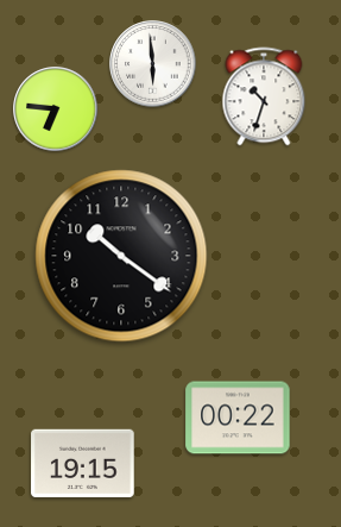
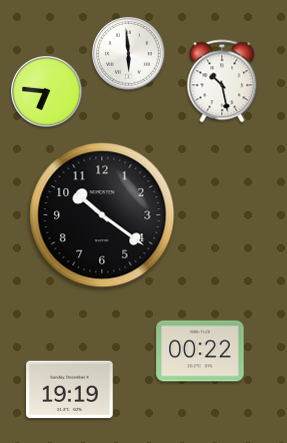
clock at (264, 96): 10:33 -> 10:28
clock at (83, 464): 19:15 -> 19:19
